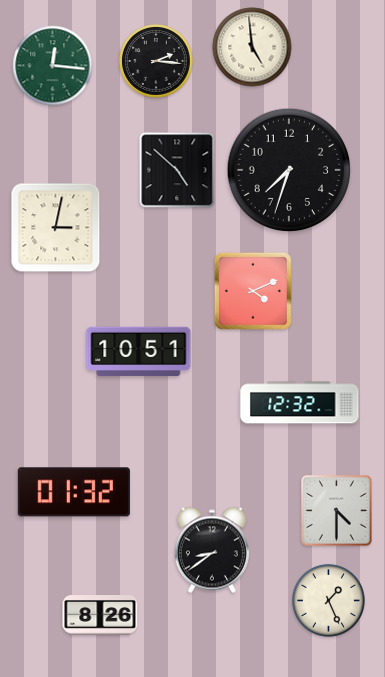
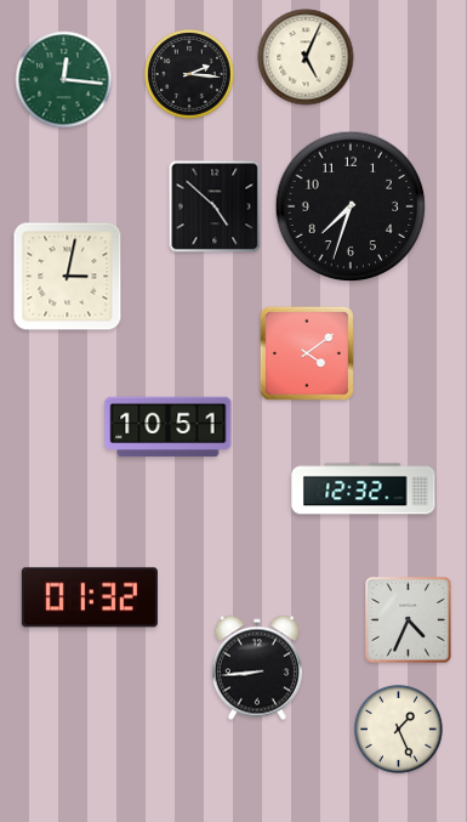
clock at (252, 47): 4:59 -> 5:04
clock at (253, 291): 4:11 -> 4:09
clock at (337, 511): 4:30 -> 4:34
clock at (212, 550): 8:39 -> 8:44
clock at (100, 615): 8:26 -> none
